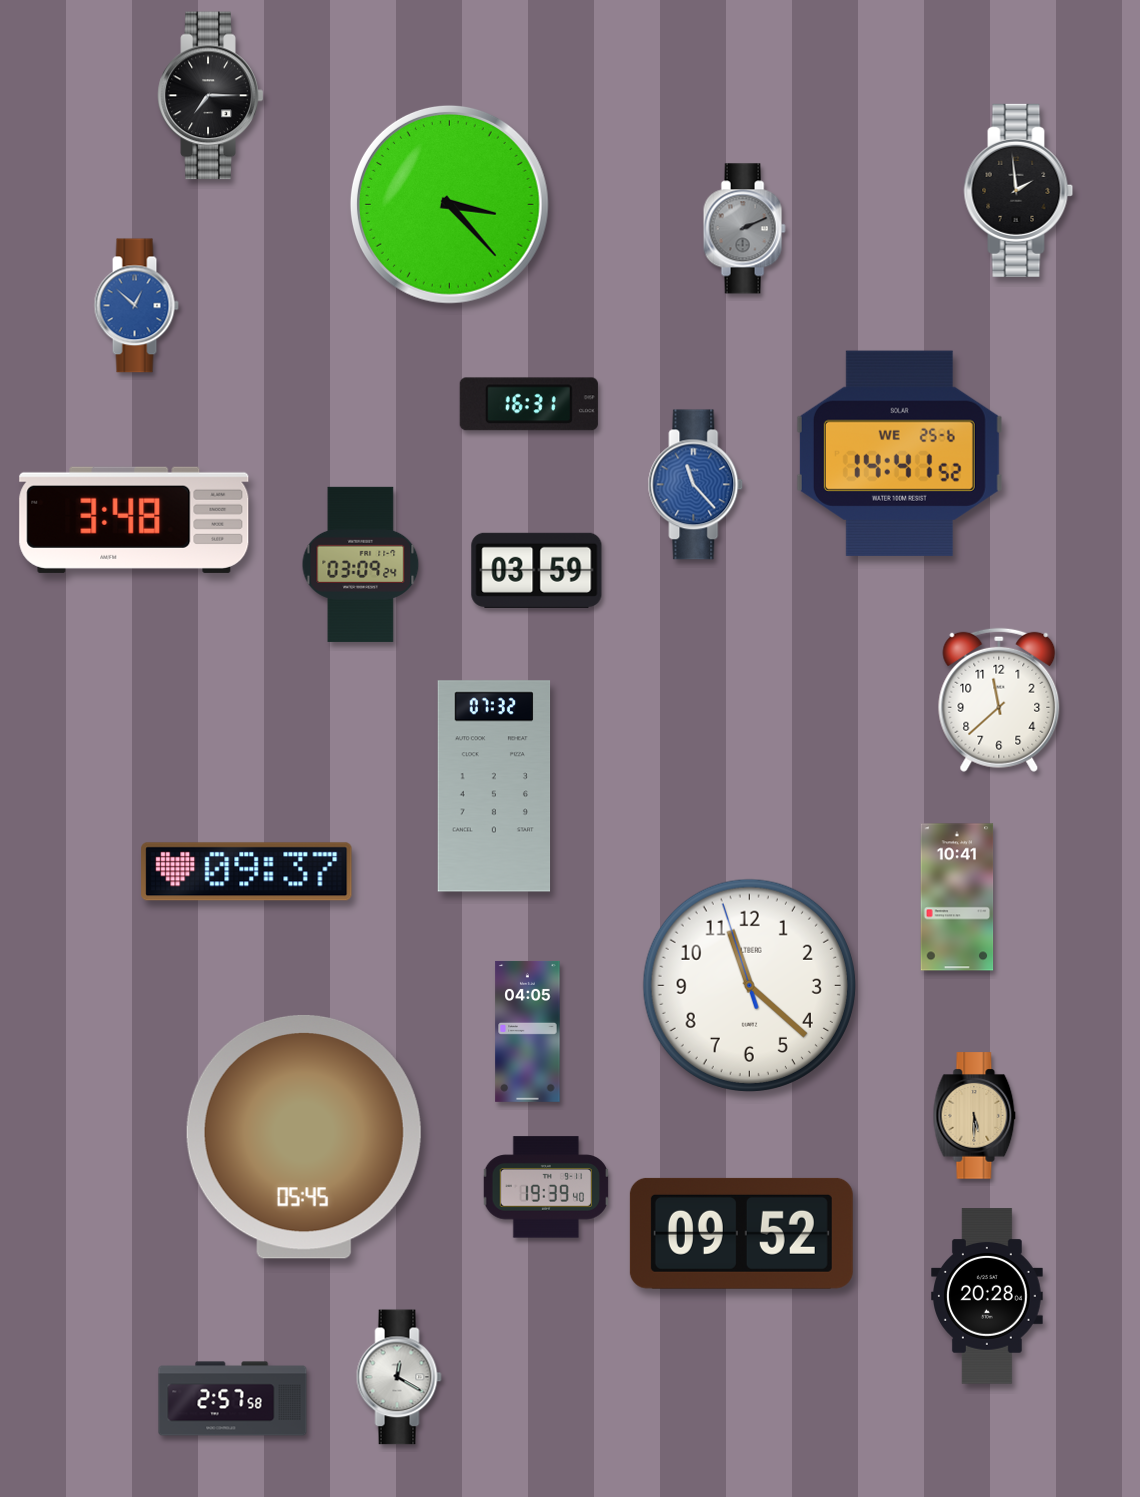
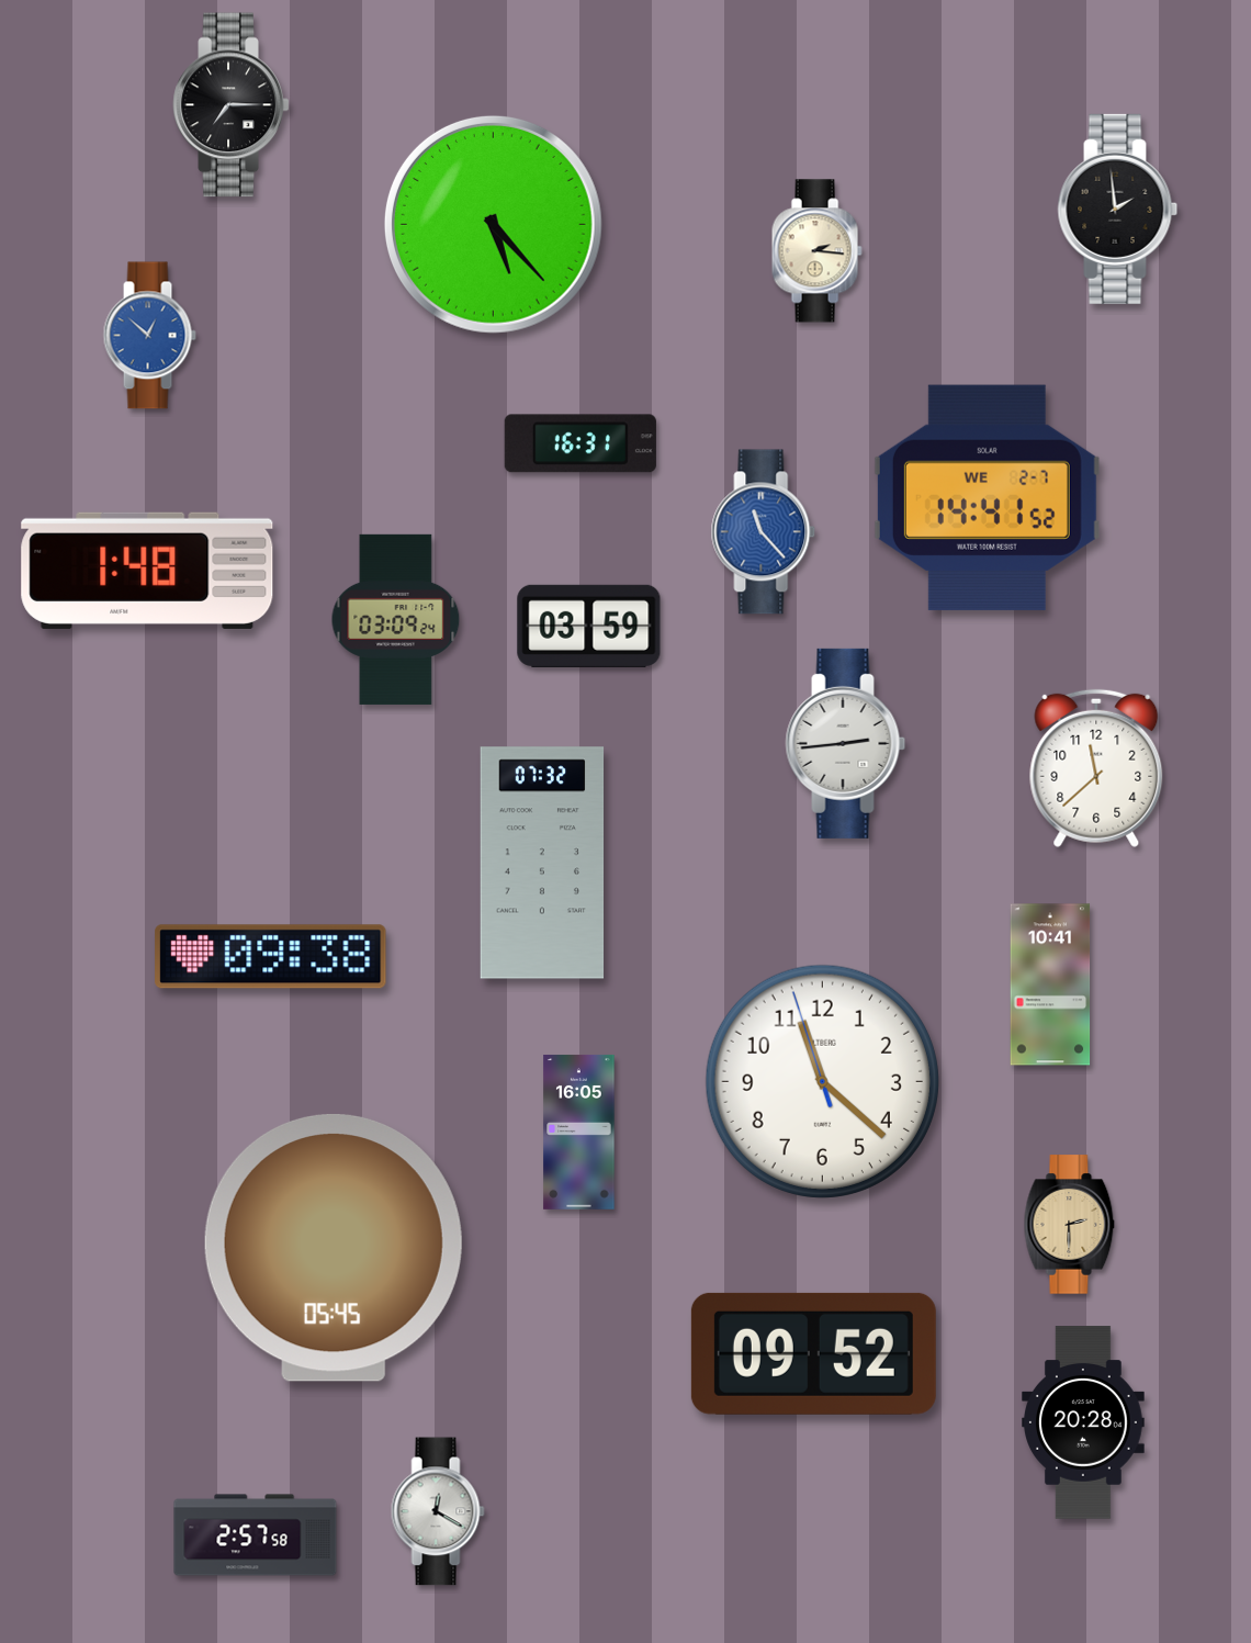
clock at (449, 204): 3:23 -> 5:23
clock at (744, 229): 2:11 -> 2:16
clock at (744, 229) dial: grey -> cream
clock at (899, 453) date: WE 25-6 -> WE 2-7
clock at (134, 520): 3:48 -> 1:48
clock at (846, 743): none -> 2:44
clock at (247, 872): 09:37 -> 09:38
clock at (528, 1031): 04:05 -> 16:05
clock at (975, 1116): 5:30 -> 2:30
clock at (546, 1187): 19:39 -> none
